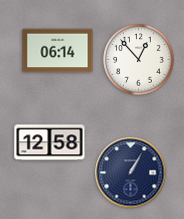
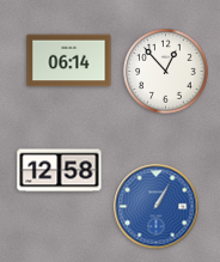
clock at (131, 173) dial: navy -> blue
